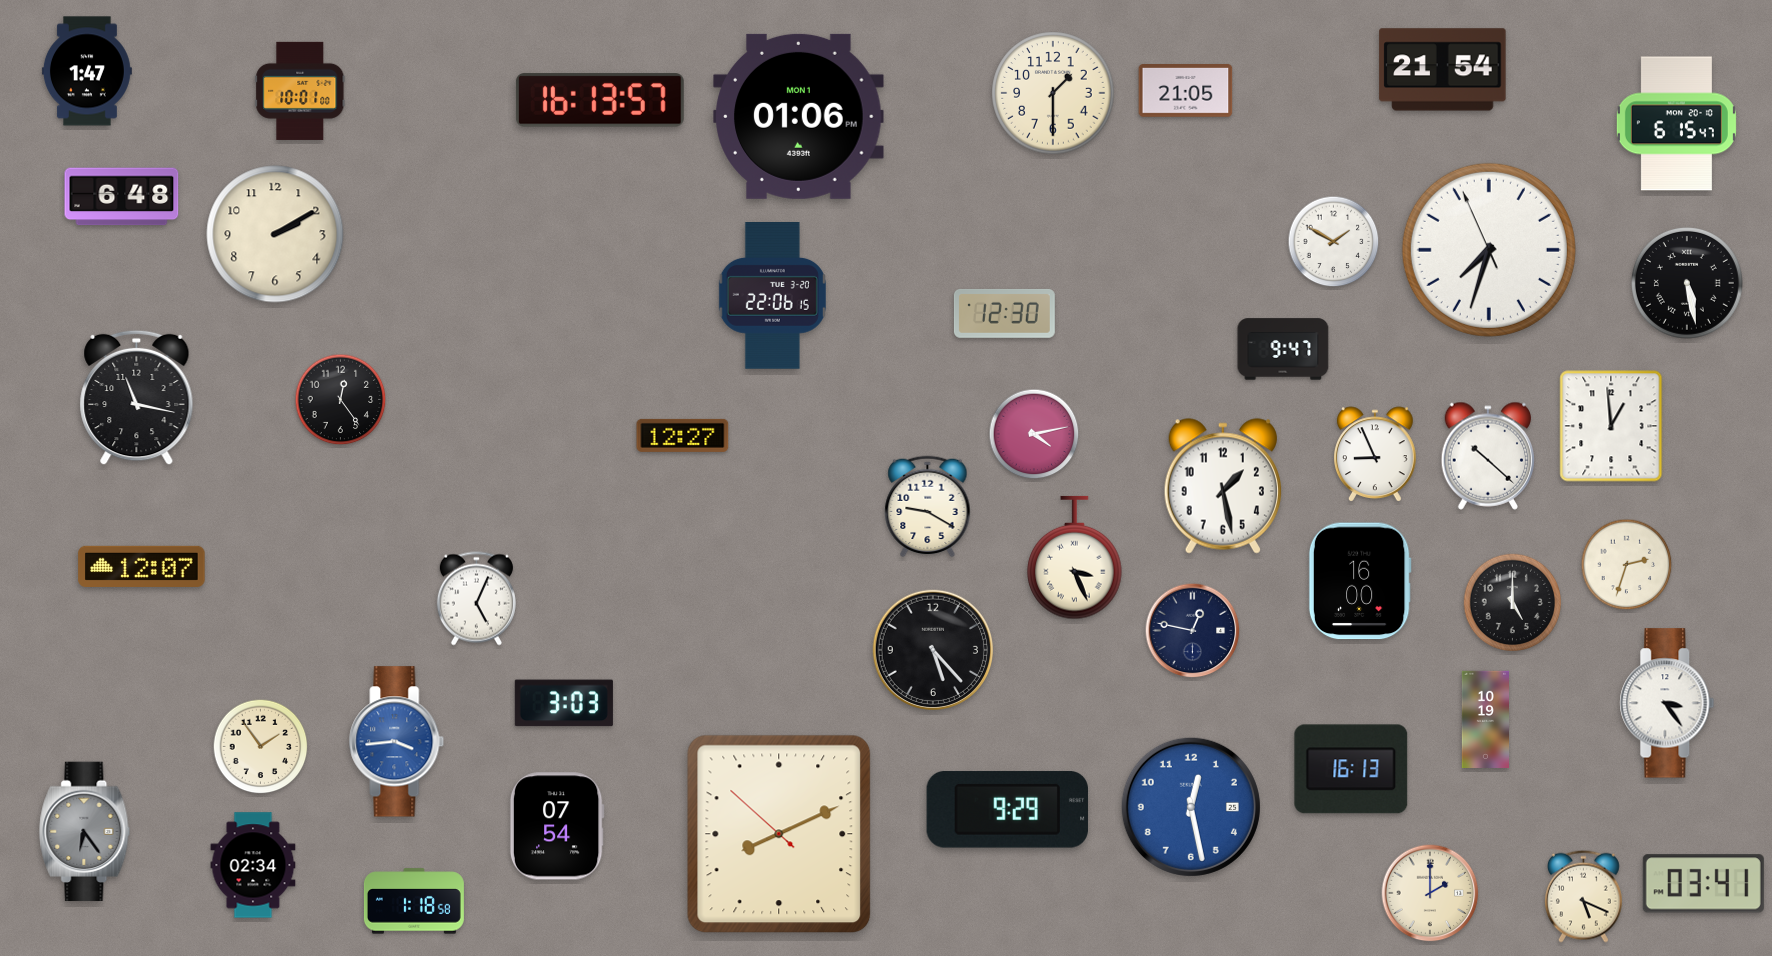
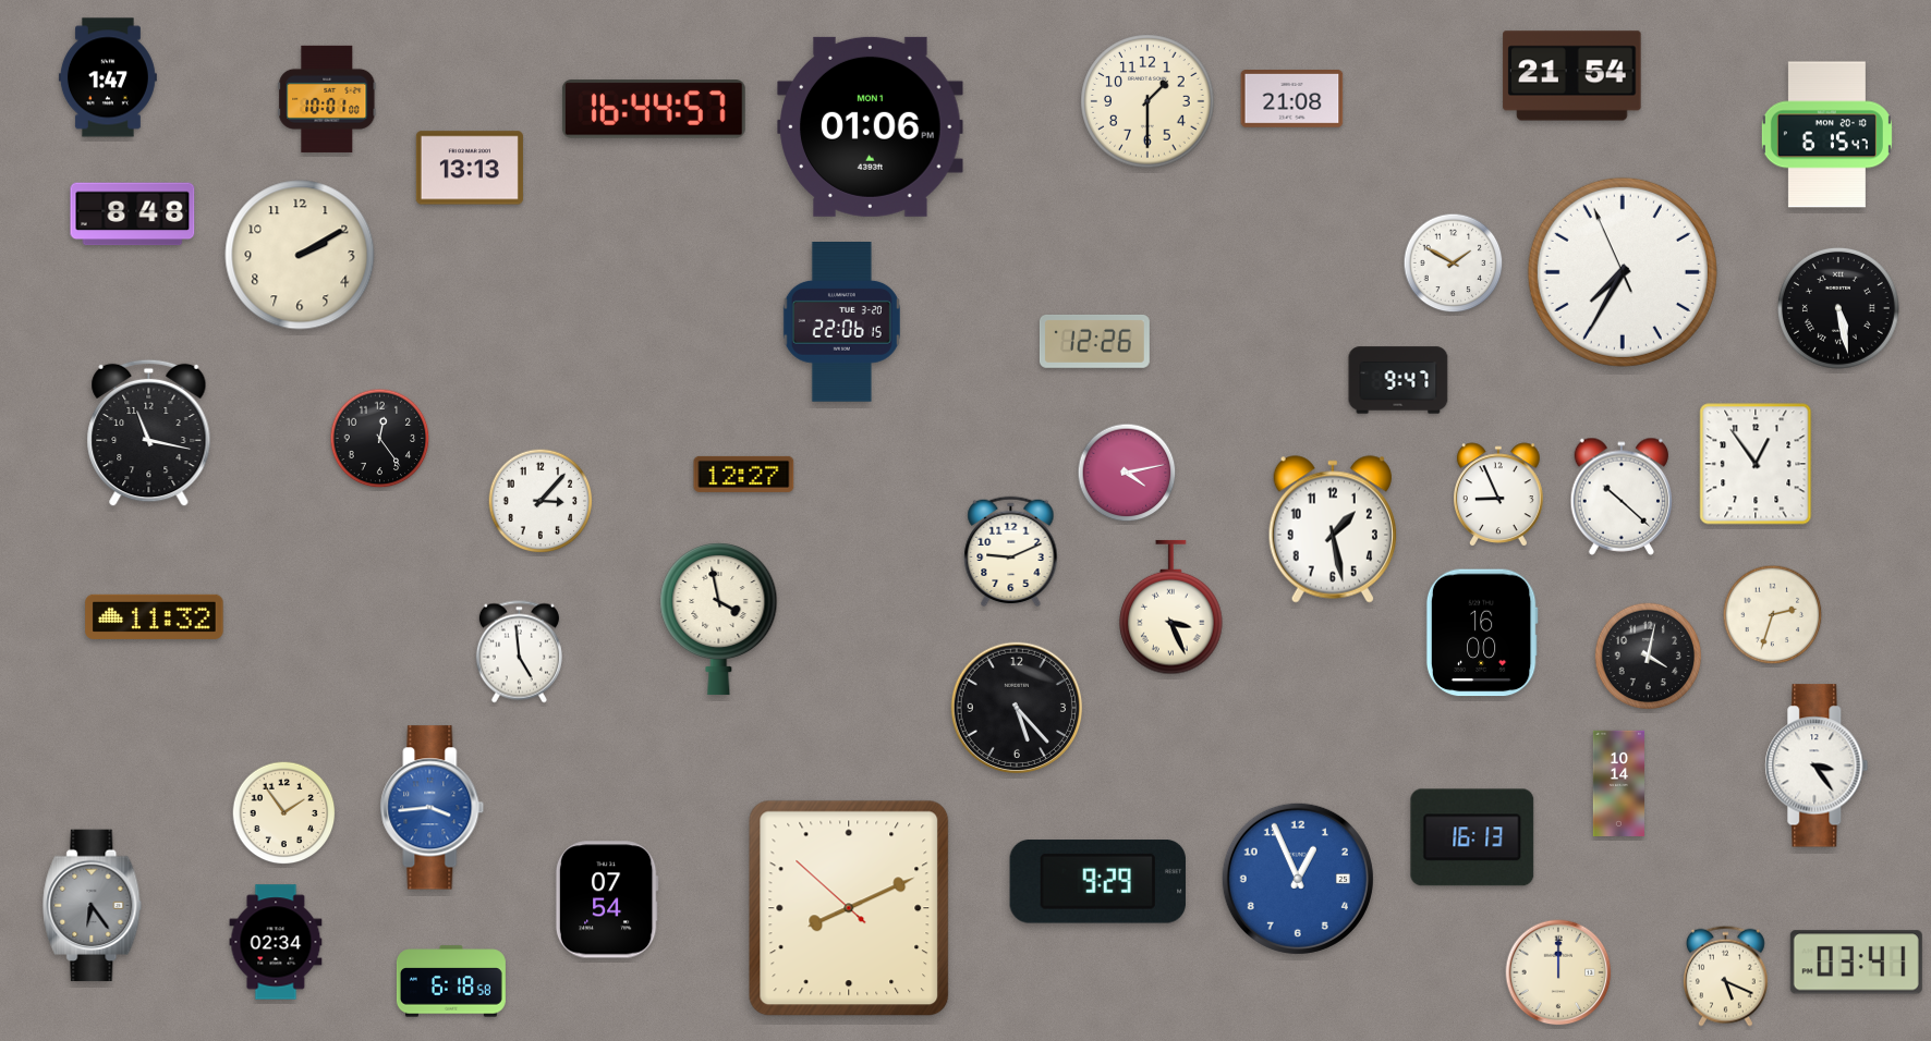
clock at (87, 71) position: (87, 71) -> (108, 77)
clock at (1186, 91): 21:05 -> 21:08
clock at (600, 100): 16:13 -> 16:44
clock at (470, 168): none -> 13:13
clock at (122, 197): 6:48 -> 8:48
clock at (1489, 250): 7:32 -> 7:34
clock at (1004, 313): 12:30 -> 12:26
clock at (341, 400) position: (341, 400) -> (380, 439)
clock at (1611, 426): 12:59 -> 12:54
clock at (541, 501): none -> 3:07
clock at (928, 507): 9:20 -> 9:11
clock at (142, 566): 12:07 -> 11:32
clock at (719, 620): none -> 3:58
clock at (476, 599): 5:04 -> 4:59
clock at (1512, 602): 5:00 -> 4:02
clock at (1193, 631): 12:47 -> none
clock at (564, 703): 3:03 -> none
clock at (1485, 720): 10:19 -> 10:14
clock at (1191, 807): 12:28 -> 12:56
clock at (1430, 893): 2:00 -> 12:00
clock at (414, 901): 1:18 -> 6:18
